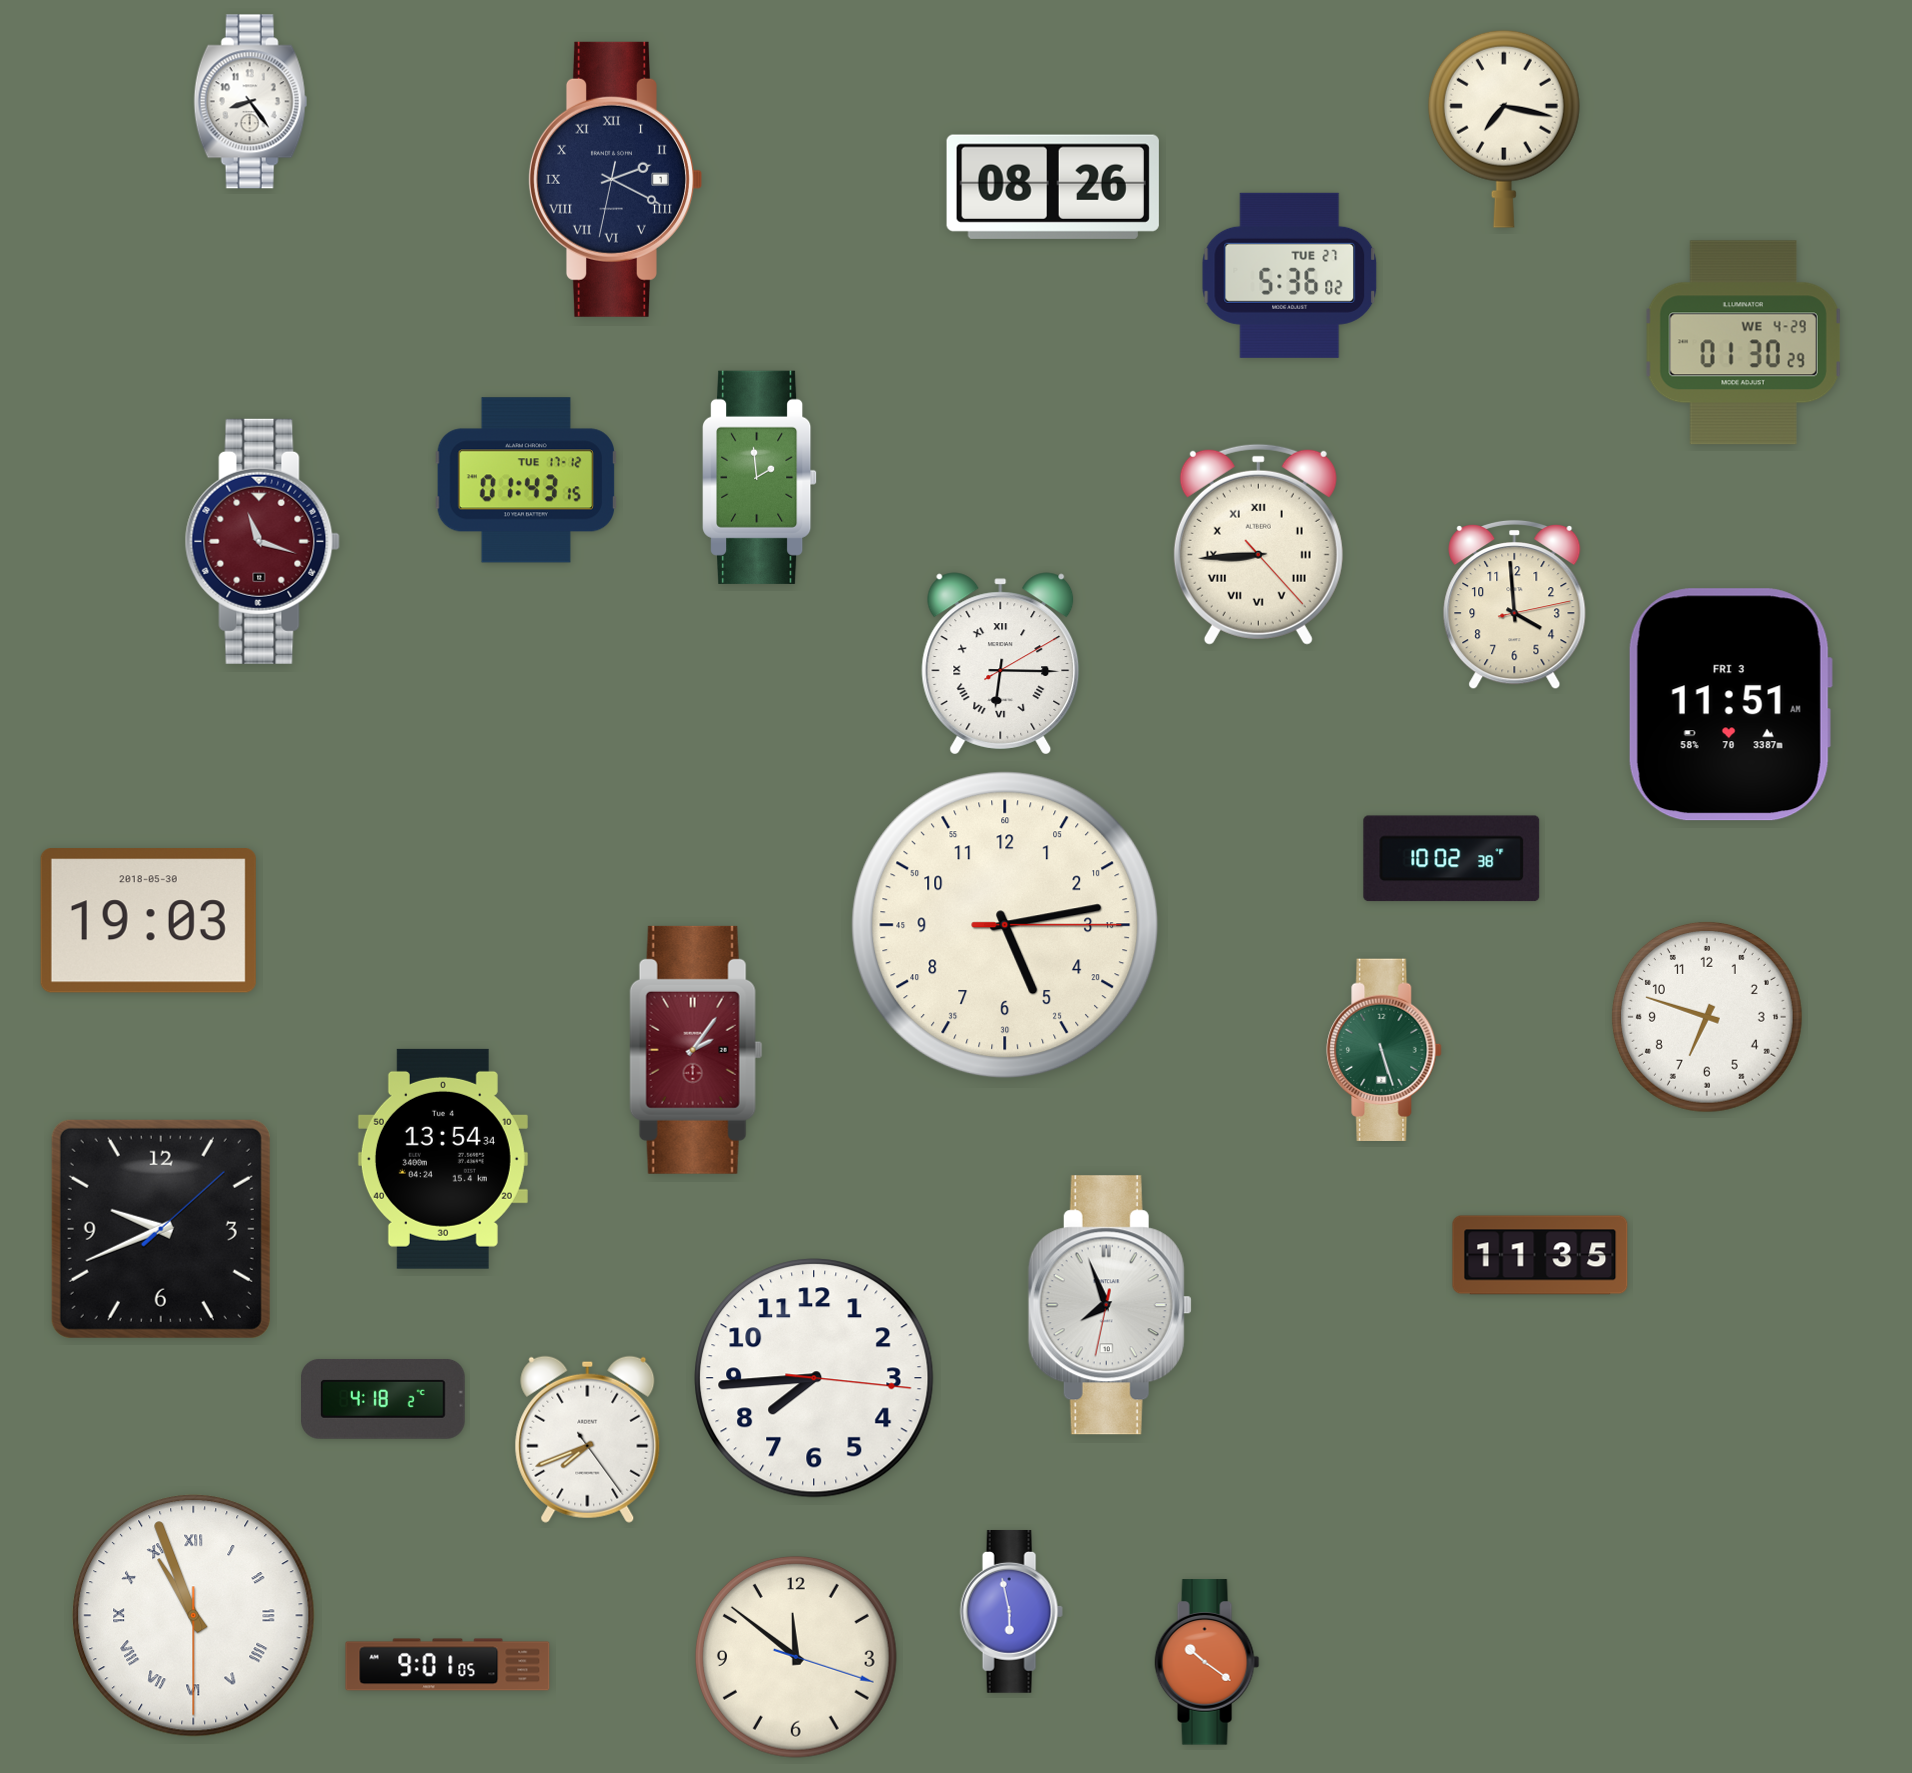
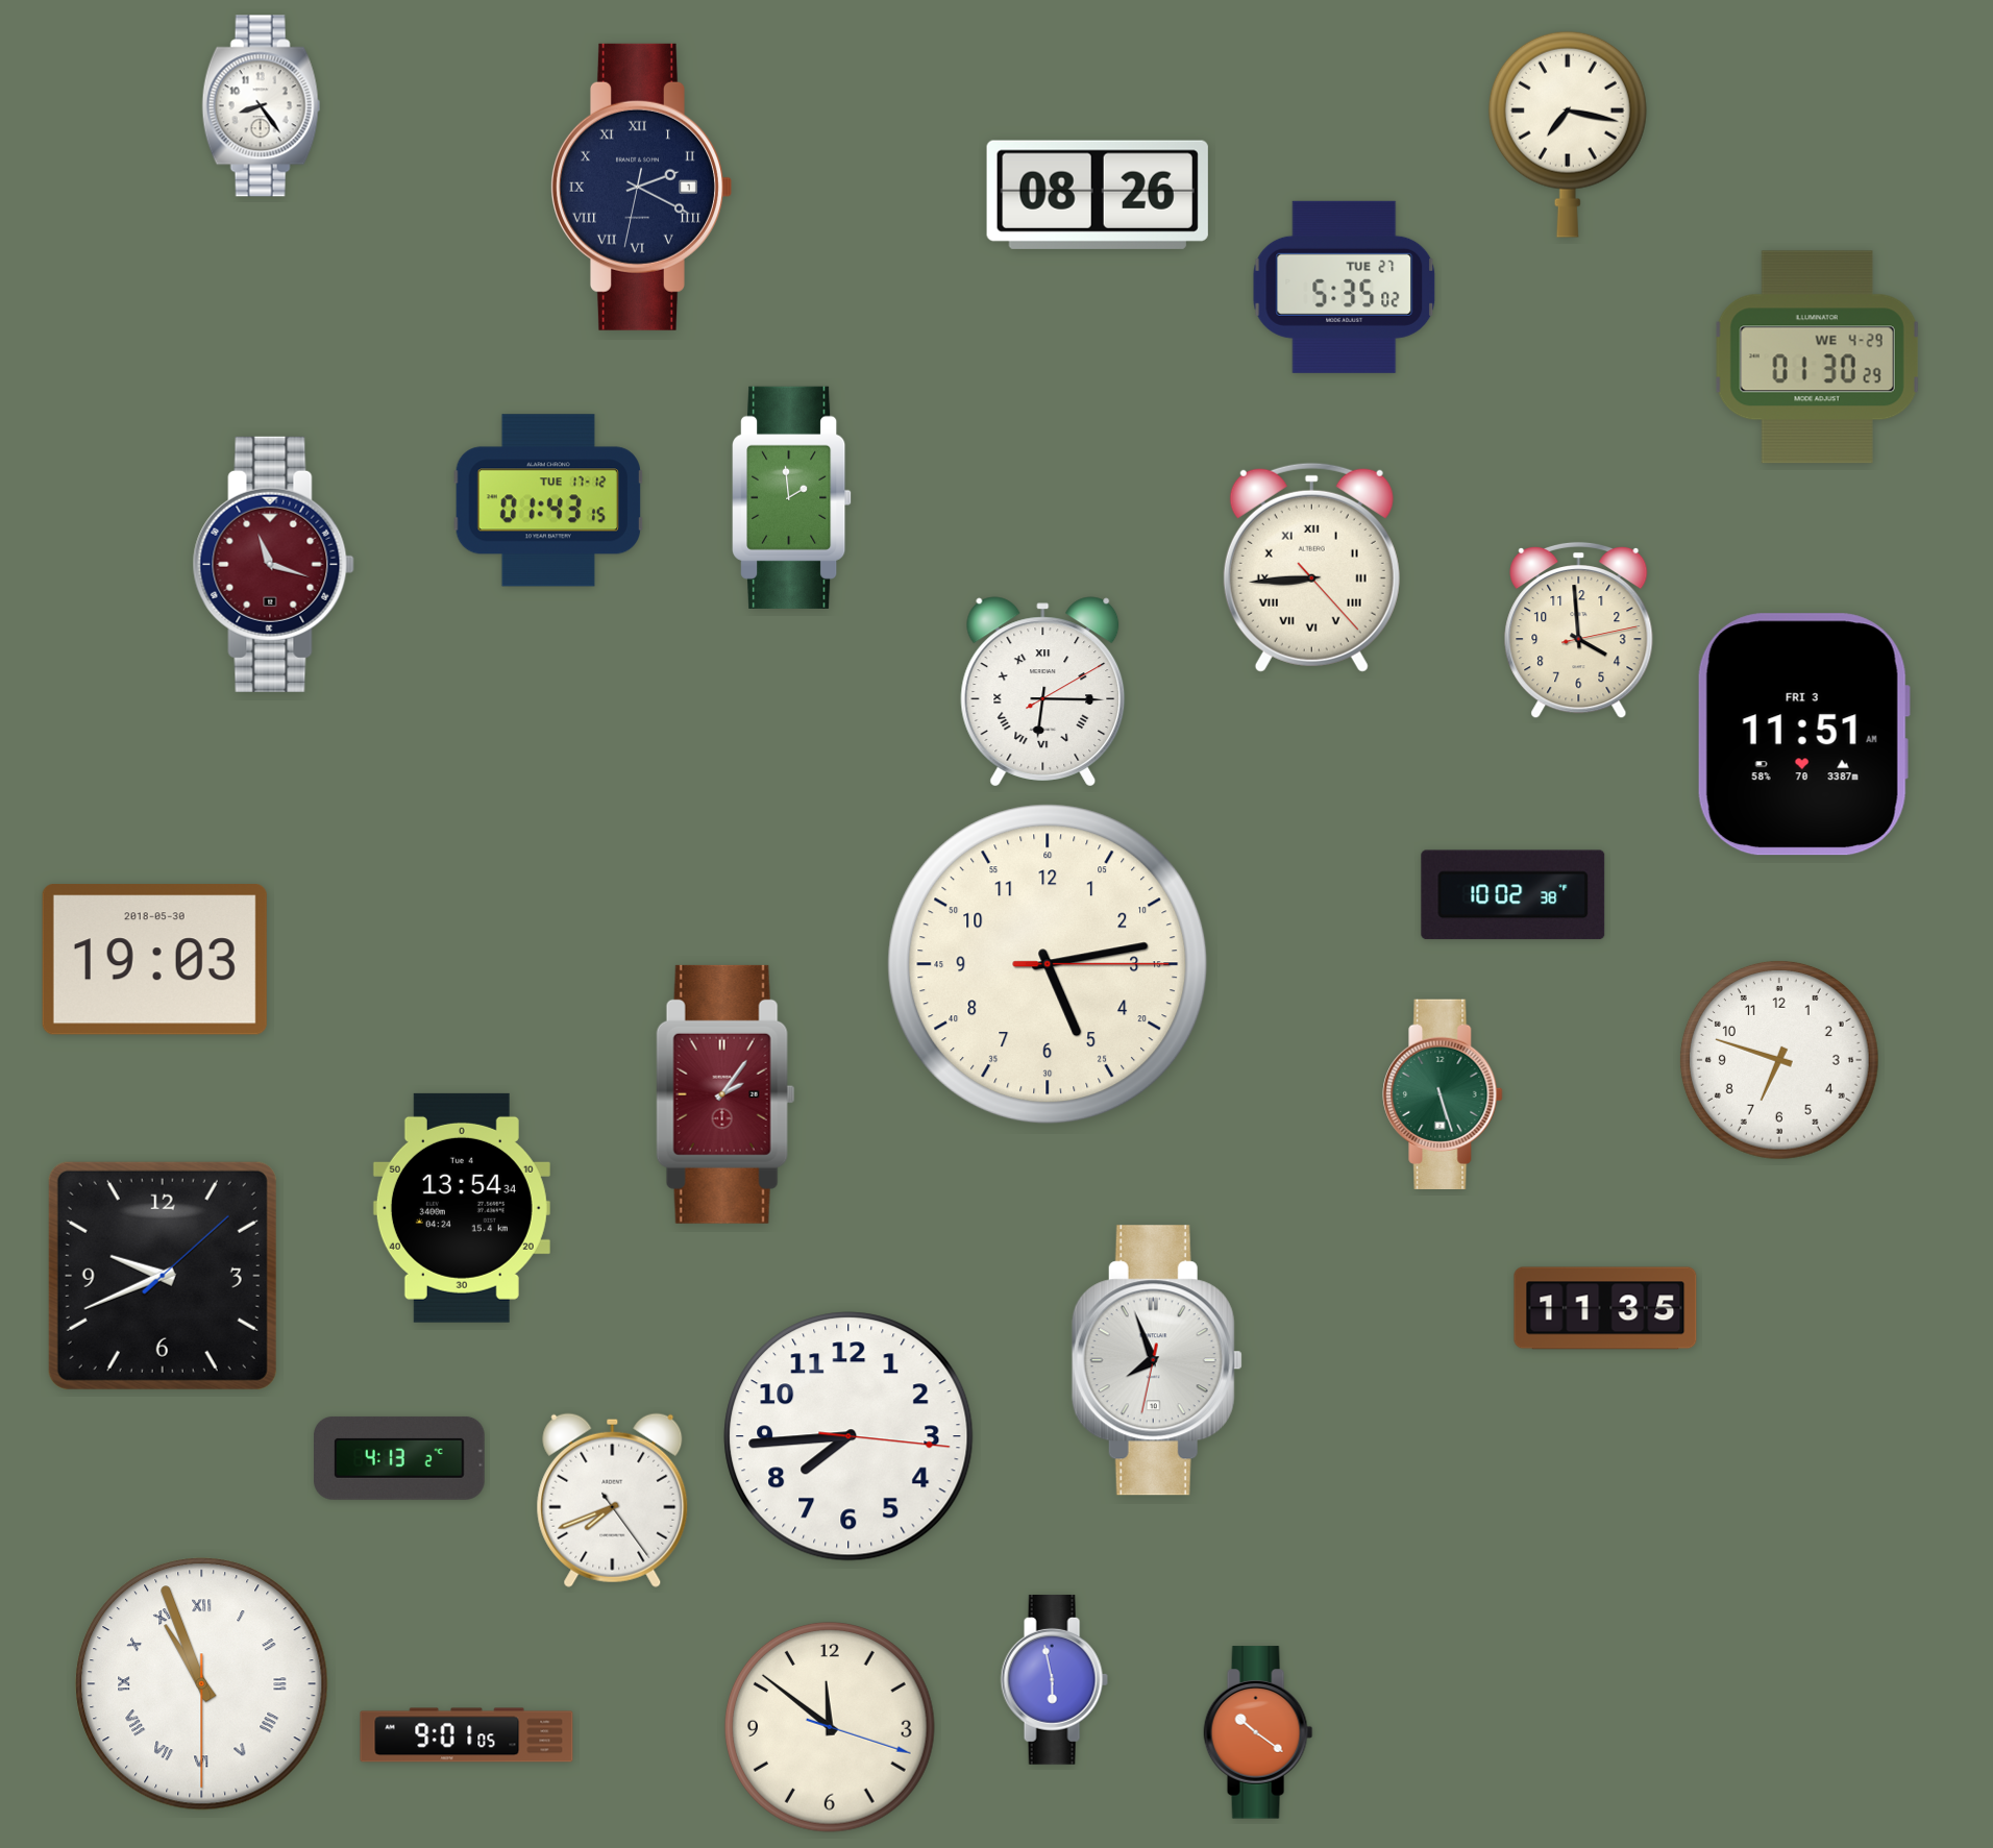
clock at (1290, 275): 5:36 -> 5:35
clock at (161, 1229) position: (161, 1229) -> (163, 1276)
clock at (384, 1399): 4:18 -> 4:13
